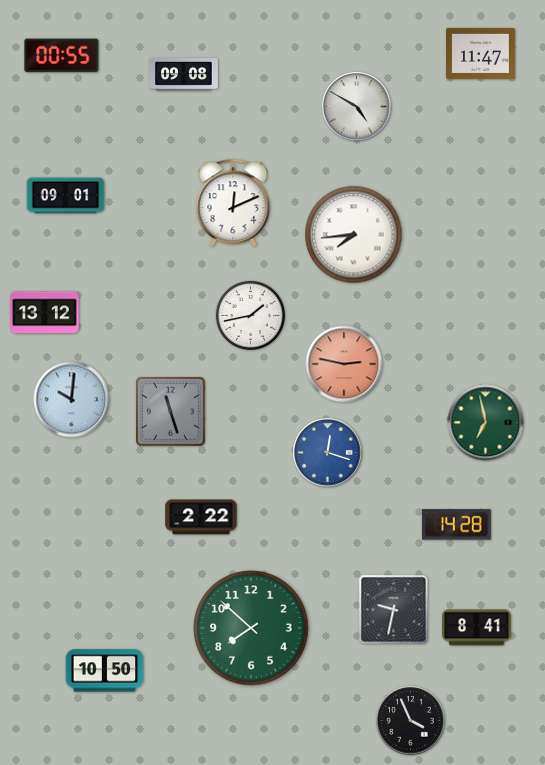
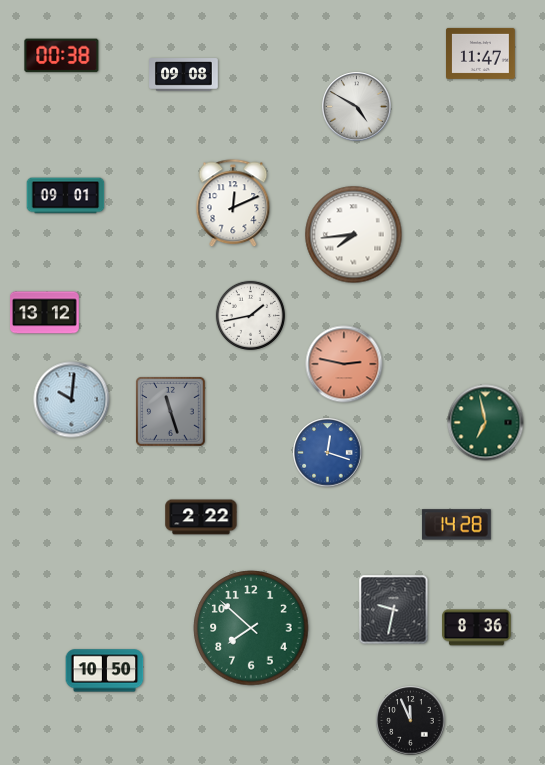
clock at (62, 56): 00:55 -> 00:38
clock at (477, 628): 8:41 -> 8:36
clock at (411, 721): 3:56 -> 11:56
